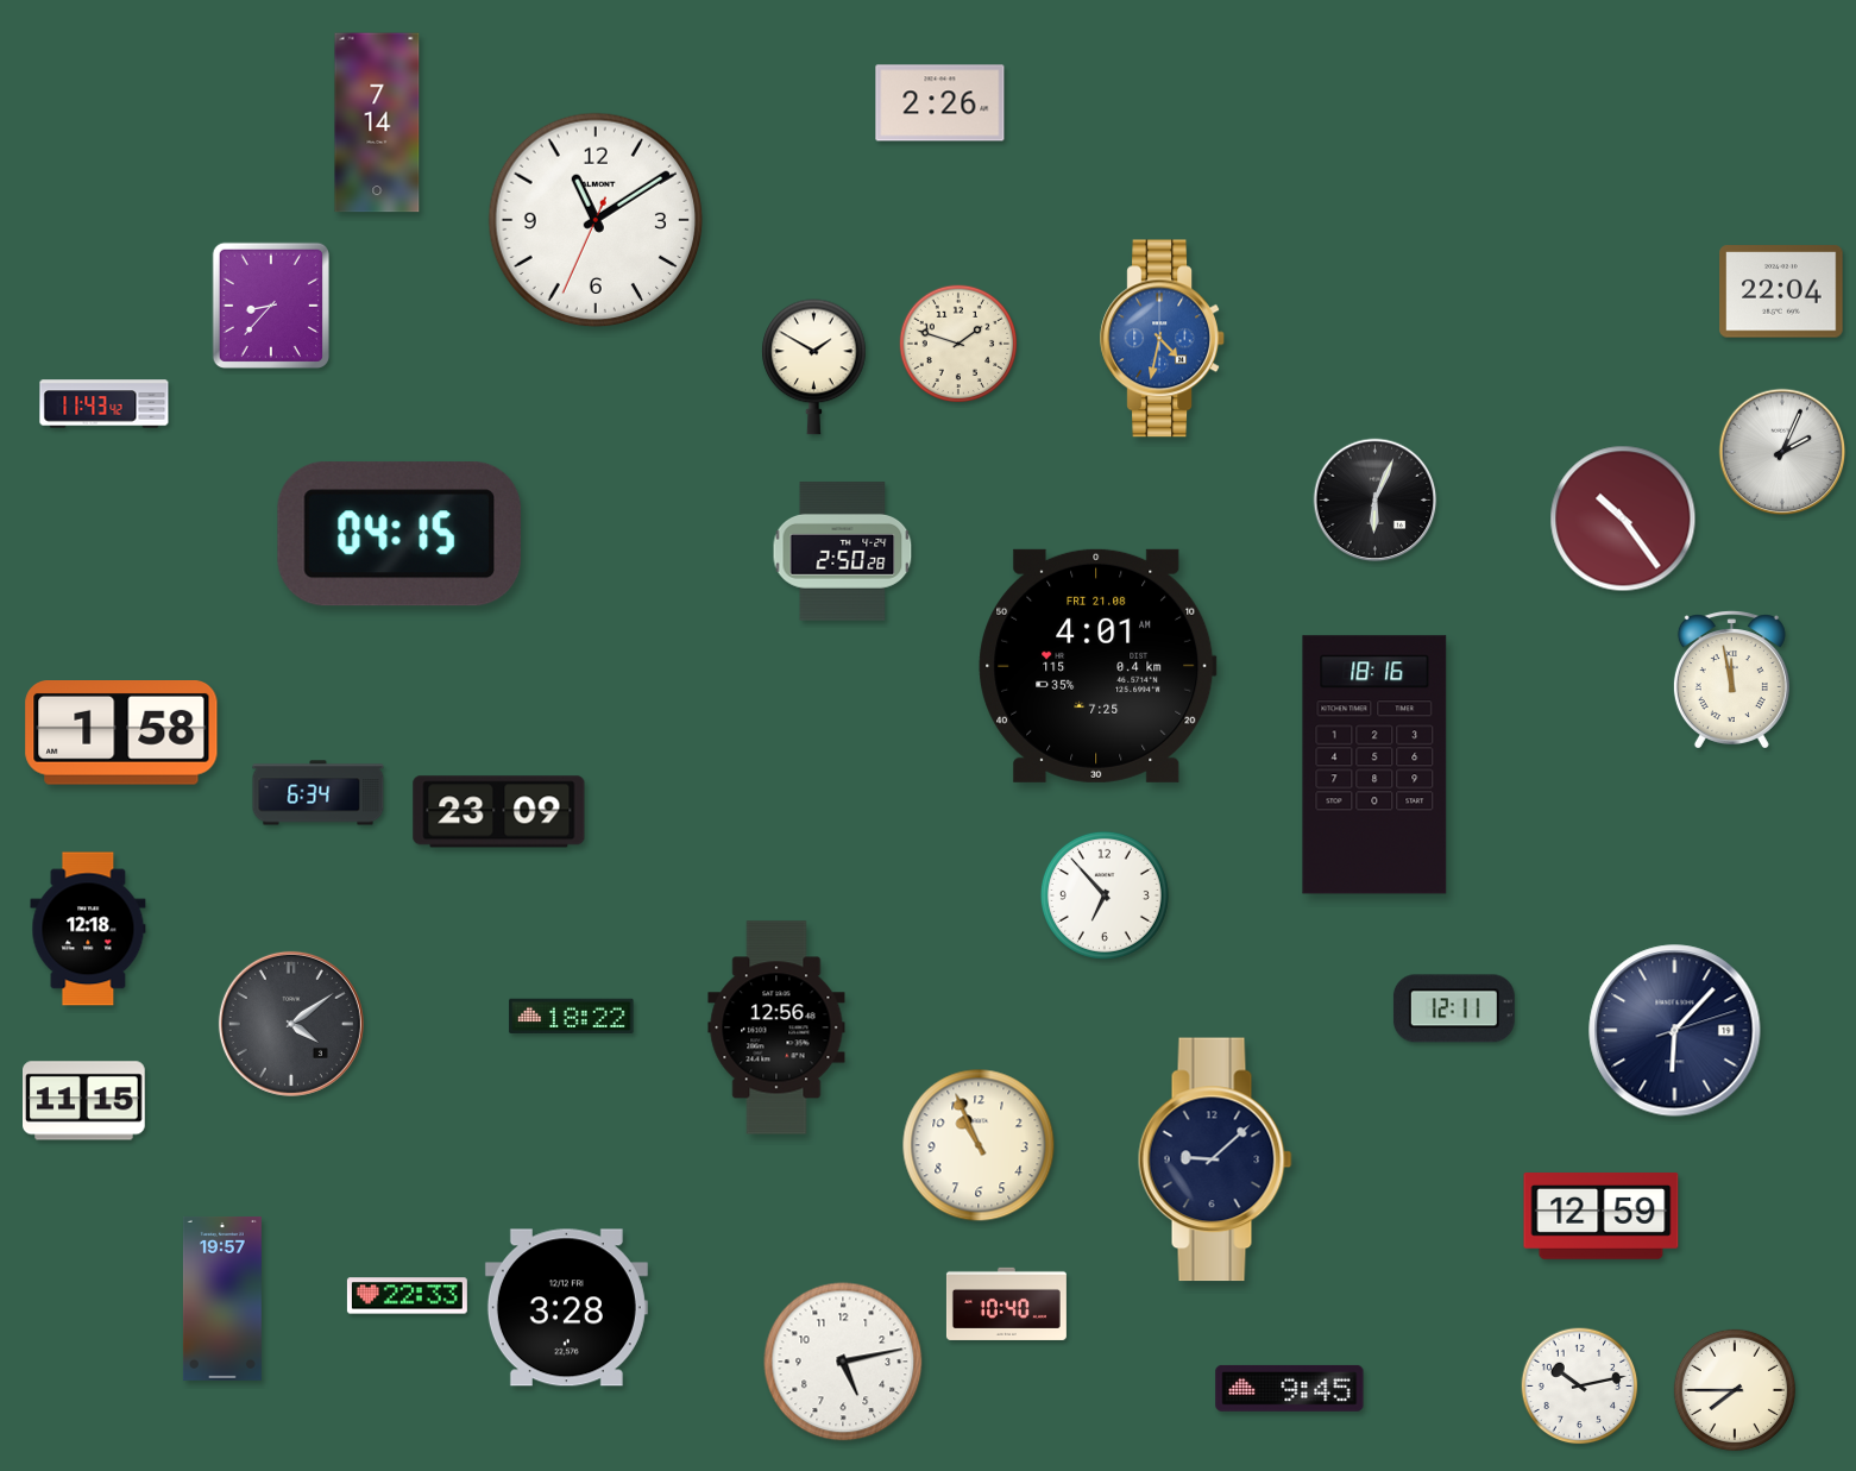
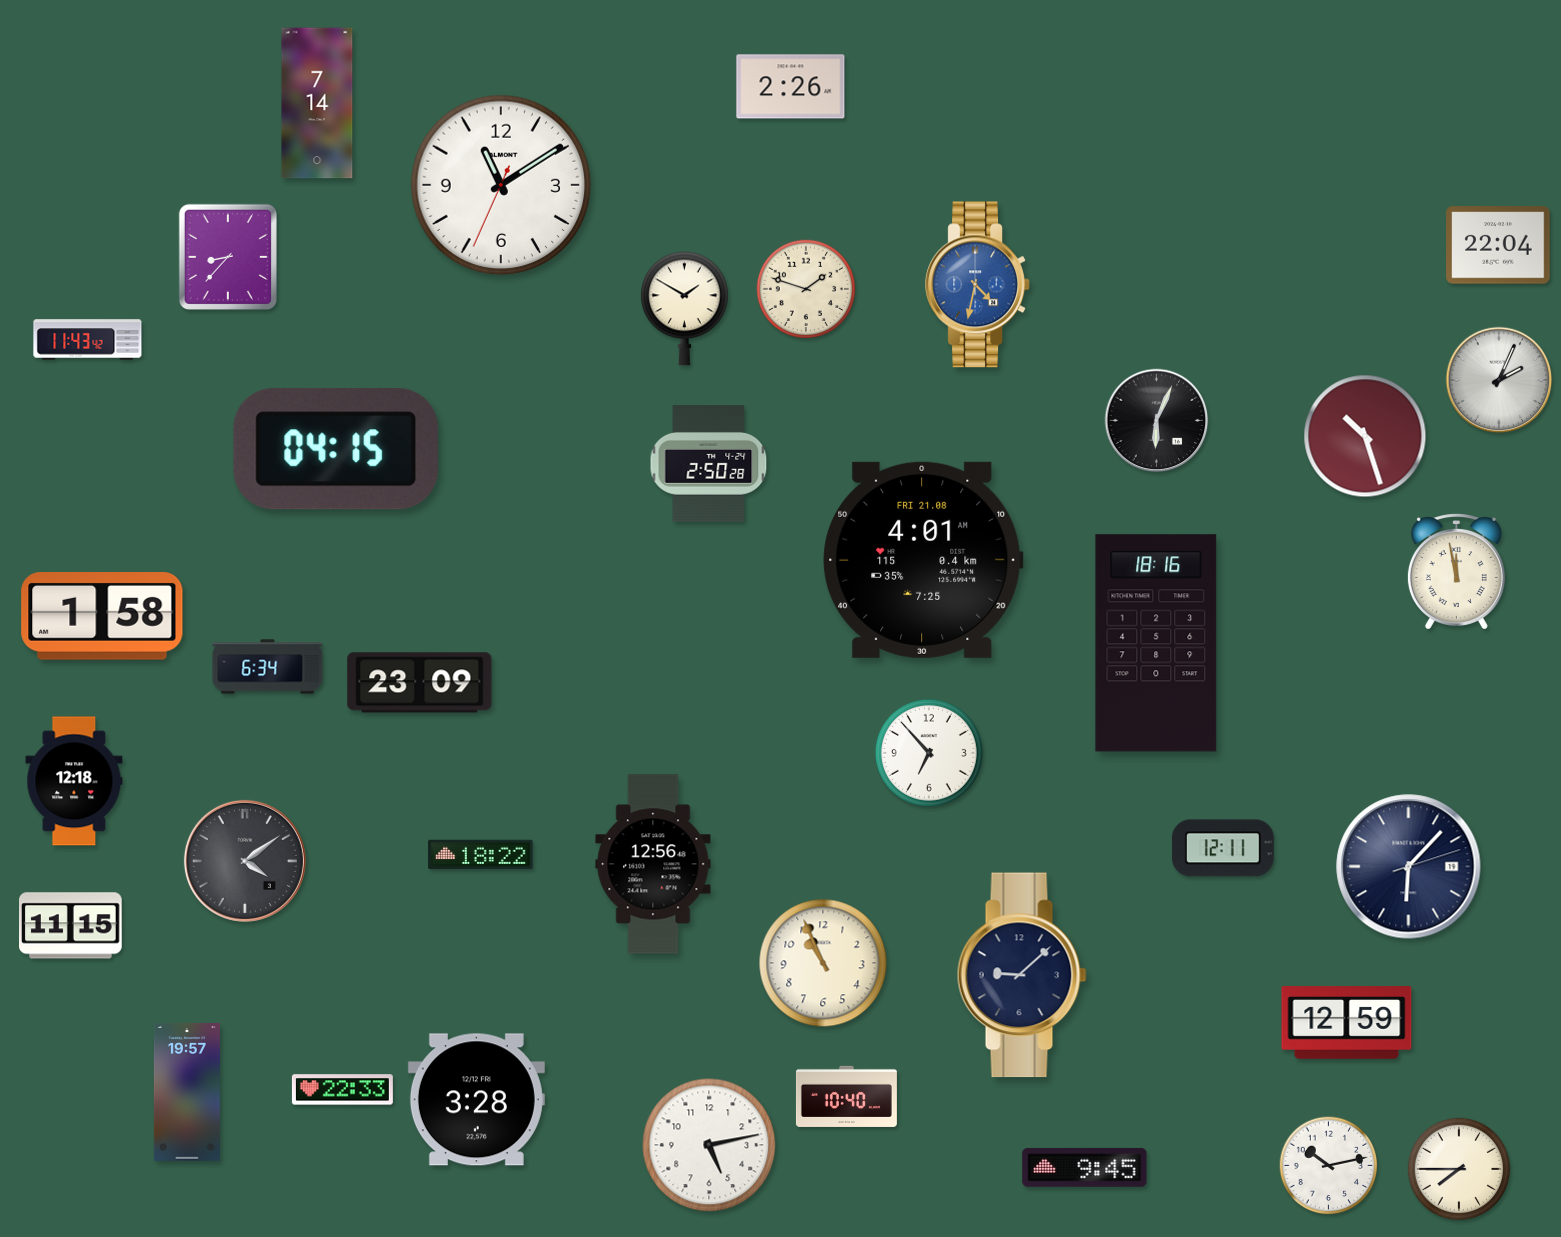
clock at (1623, 518): 10:24 -> 10:27
